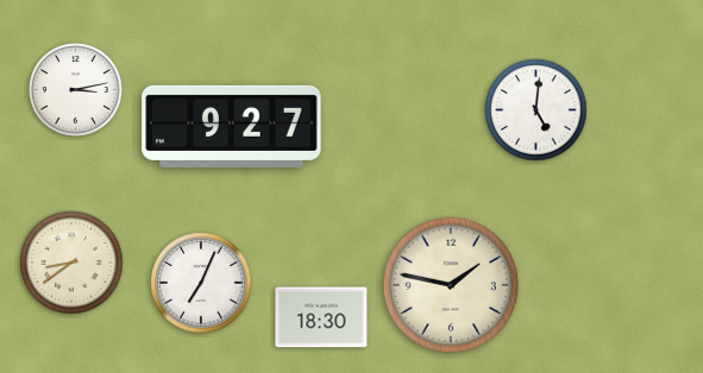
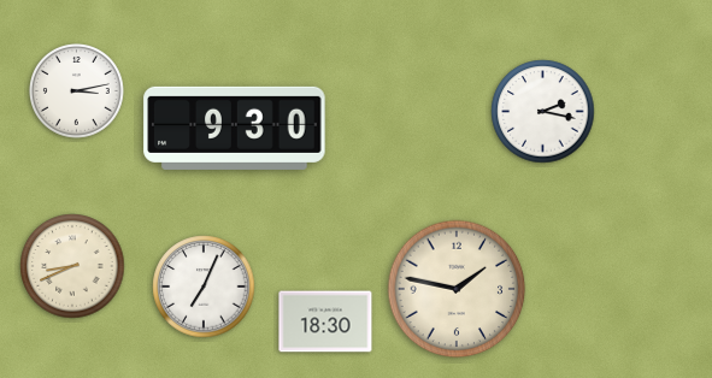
clock at (536, 110): 5:01 -> 2:17
clock at (232, 126): 9:27 -> 9:30
clock at (71, 263): 8:39 -> 8:41
